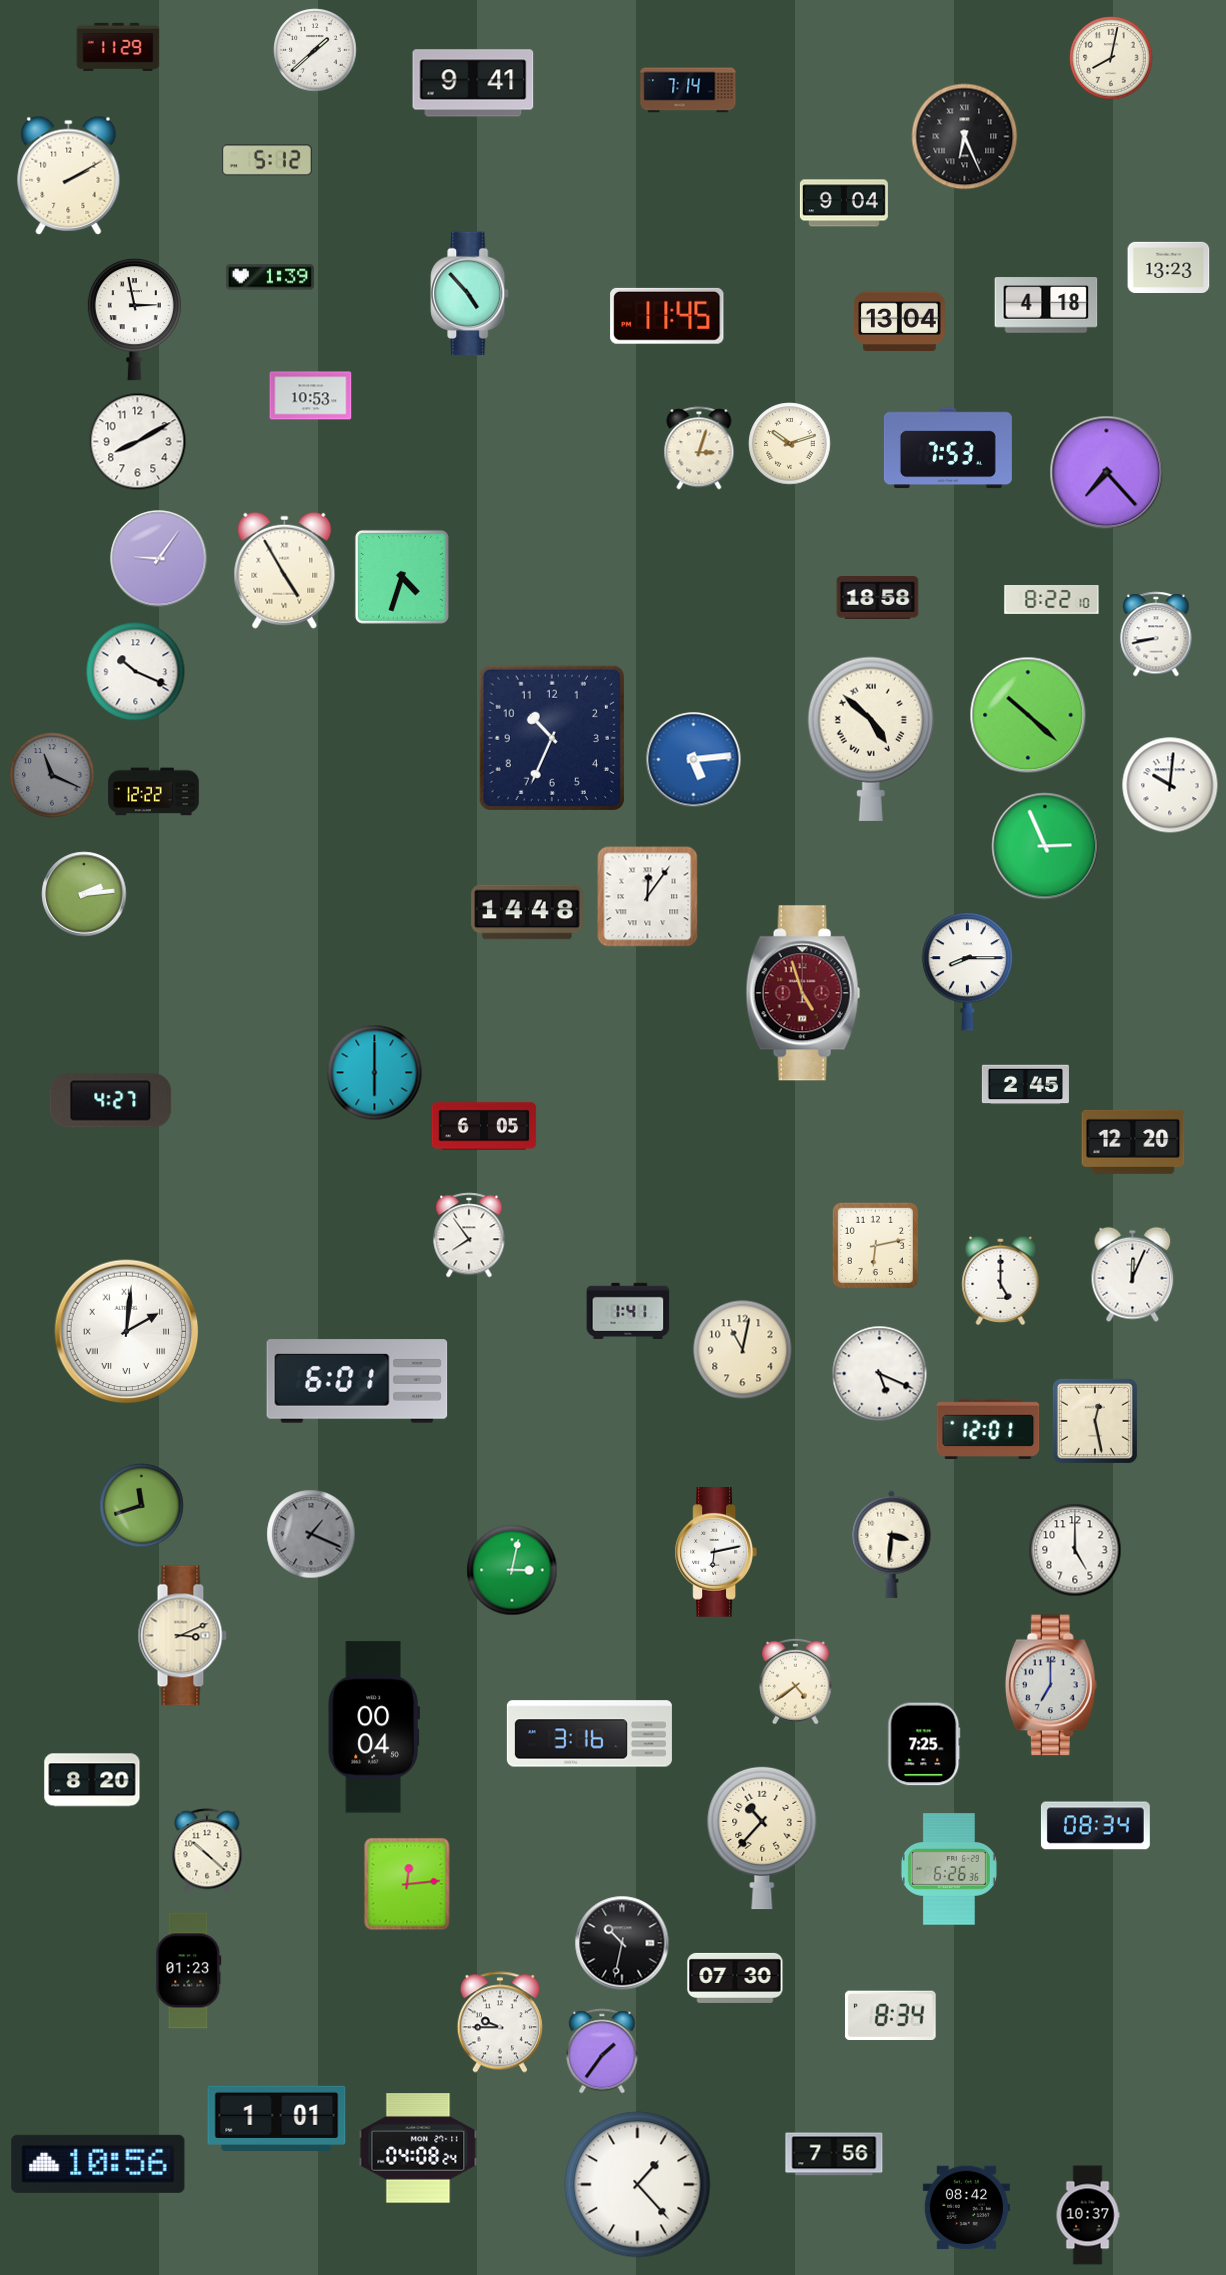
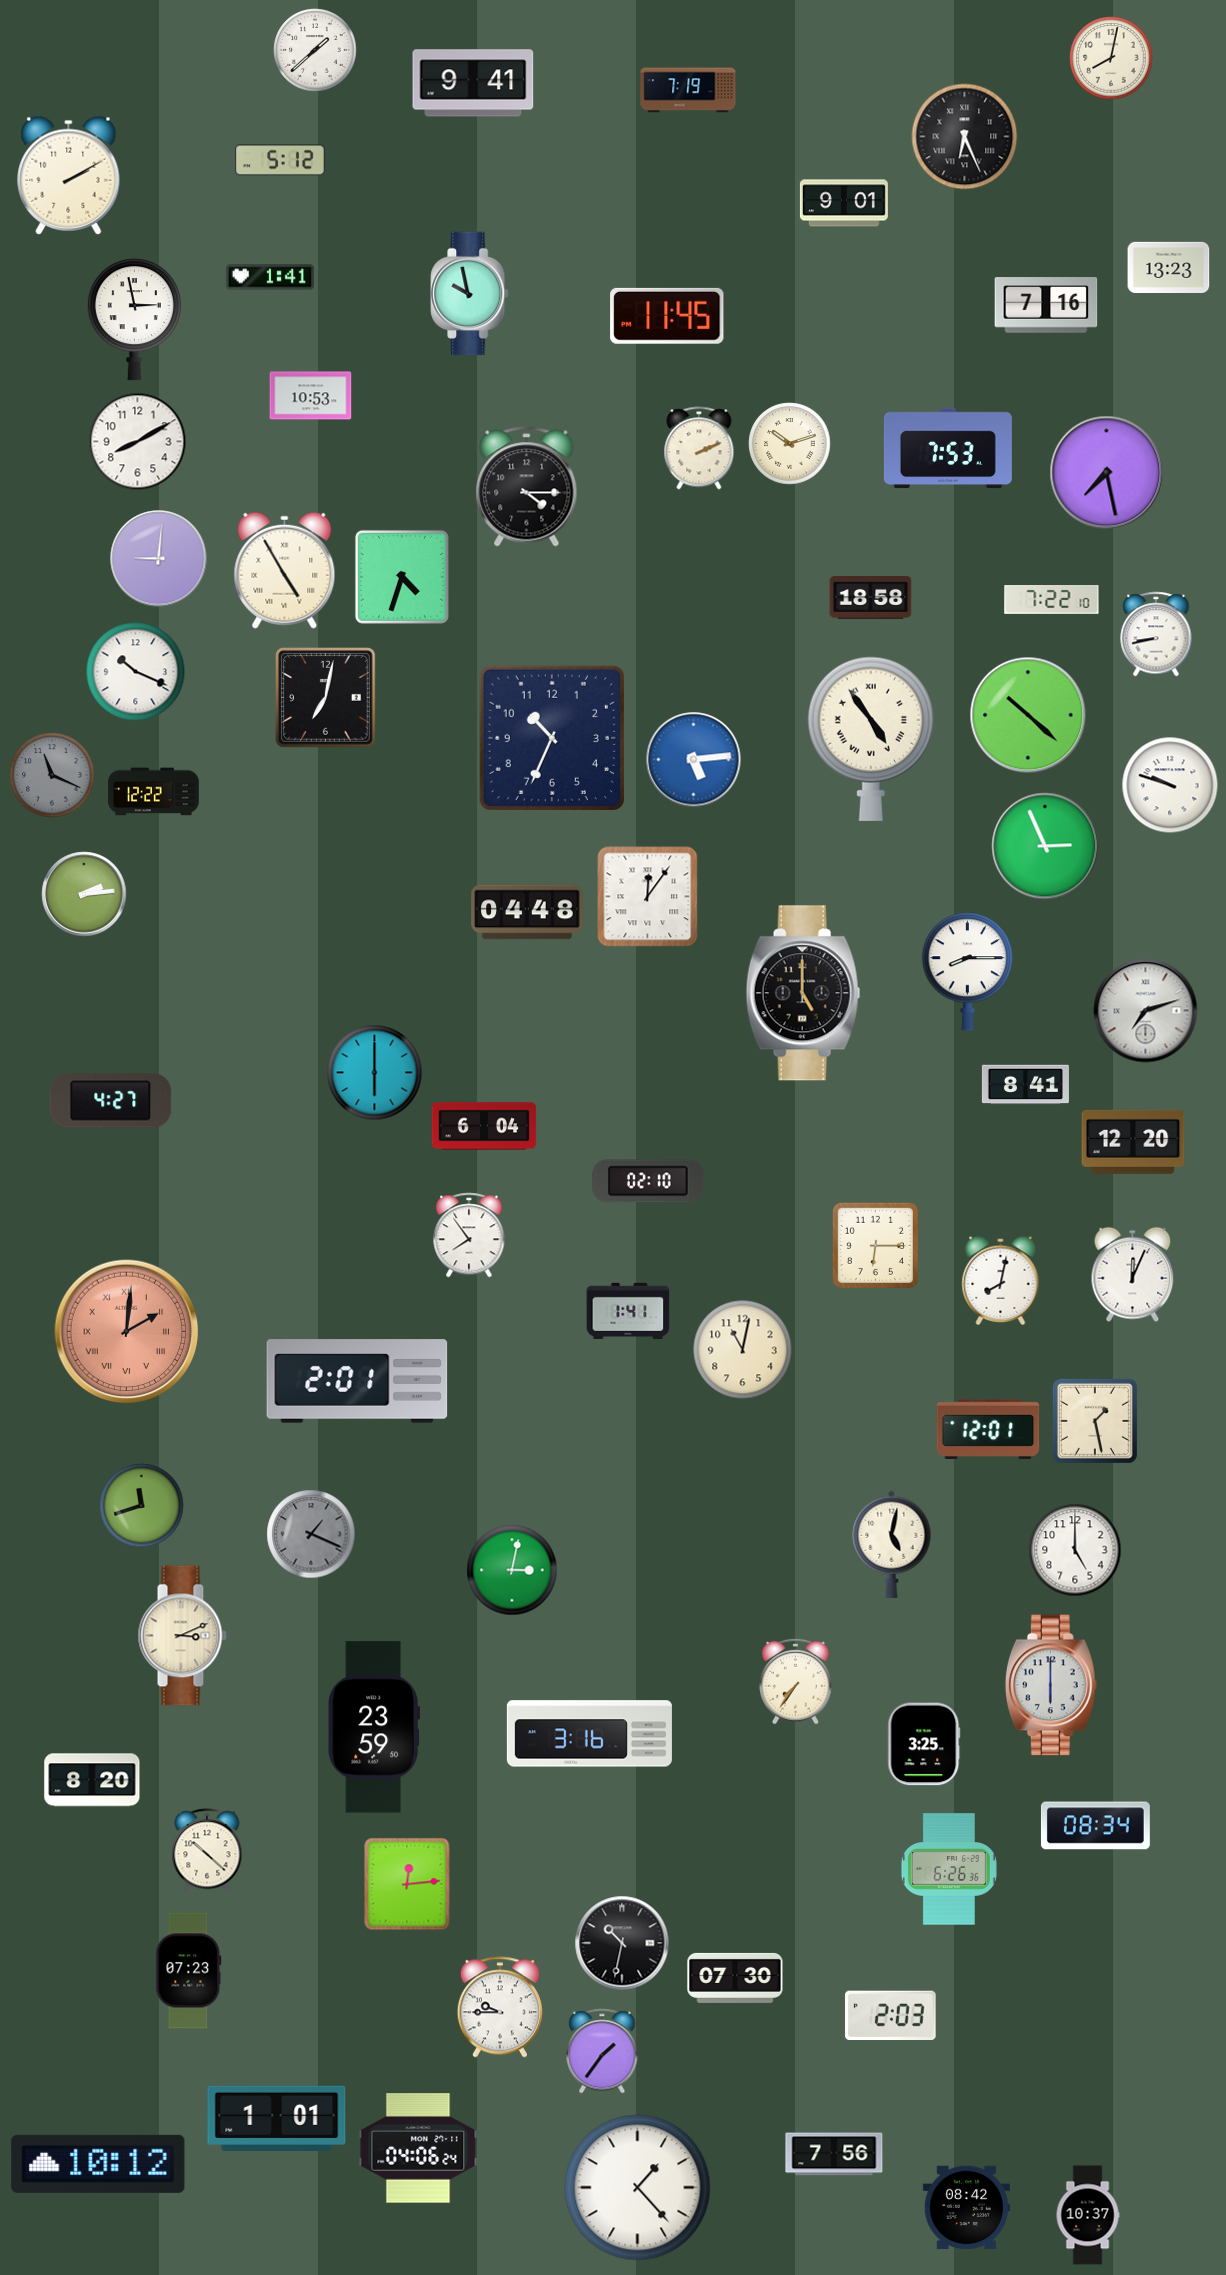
clock at (118, 47): 11:29 -> none
clock at (688, 90): 7:14 -> 7:19
clock at (268, 160) position: (268, 160) -> (281, 160)
clock at (844, 203): 9:04 -> 9:01
clock at (270, 277): 1:39 -> 1:41
clock at (470, 294): 4:53 -> 9:58
clock at (1046, 305): 4:18 -> 7:16
clock at (900, 321): 13:04 -> none
clock at (699, 448): 3:03 -> 2:11
clock at (1107, 473): 7:23 -> 7:28
clock at (527, 487): none -> 4:15
clock at (159, 559): 9:06 -> 9:01
clock at (878, 598) position: (878, 598) -> (871, 598)
clock at (1052, 600): 8:22 -> 7:22
clock at (326, 698): none -> 7:02
clock at (871, 739): 4:52 -> 4:54
clock at (1170, 785): 10:01 -> 9:48
clock at (527, 912): 14:48 -> 04:48
clock at (803, 993): 4:57 -> 5:00
clock at (803, 993) dial: burgundy -> black
clock at (1146, 1011): none -> 7:12
clock at (1025, 1085): 2:45 -> 8:41
clock at (484, 1126): 6:05 -> 6:04
clock at (648, 1181): none -> 02:10
clock at (875, 1245): 6:13 -> 6:15
clock at (1001, 1281): 5:00 -> 8:02
clock at (127, 1332) dial: white -> salmon
clock at (880, 1374): 5:19 -> none
clock at (357, 1381): 6:01 -> 2:01
clock at (1095, 1421): 12:28 -> 1:28
clock at (892, 1544): 3:31 -> 5:02
clock at (715, 1552): 6:13 -> none
clock at (796, 1681): 4:39 -> 7:36
clock at (1051, 1685): 7:00 -> 6:00
clock at (374, 1727): 00:04 -> 23:59
clock at (924, 1744): 7:25 -> 3:25
clock at (762, 1838): 10:37 -> none
clock at (189, 1971): 01:23 -> 07:23
clock at (890, 2015): 8:34 -> 2:03
clock at (500, 2022) position: (500, 2022) -> (500, 2007)
clock at (418, 2148): 04:08 -> 04:06
clock at (98, 2164): 10:56 -> 10:12
clock at (638, 2185) position: (638, 2185) -> (638, 2188)
